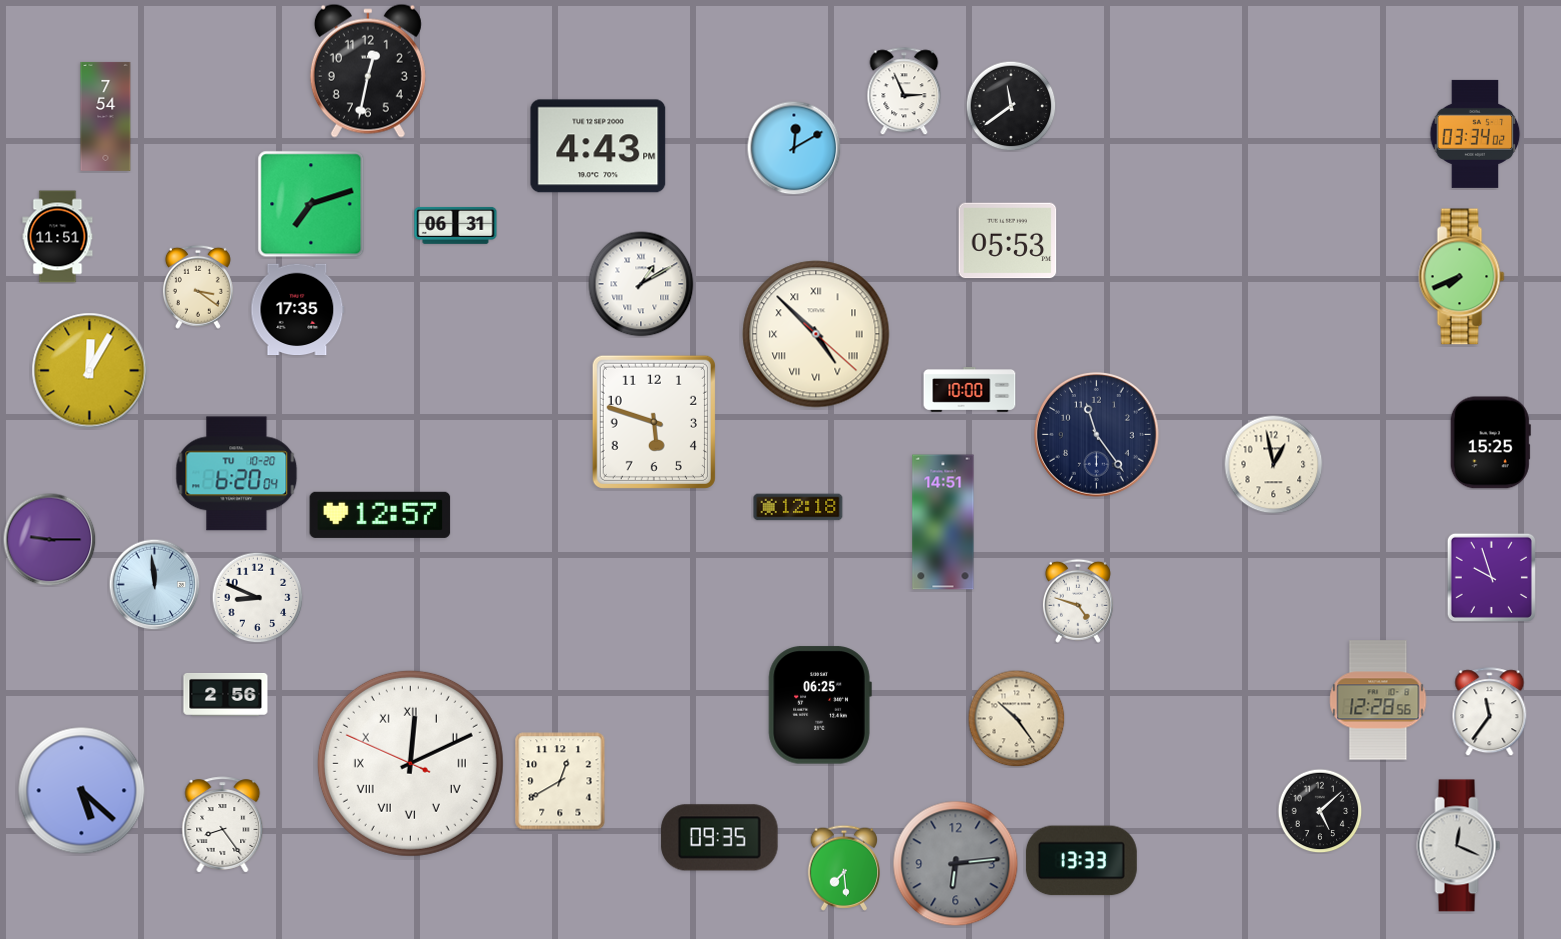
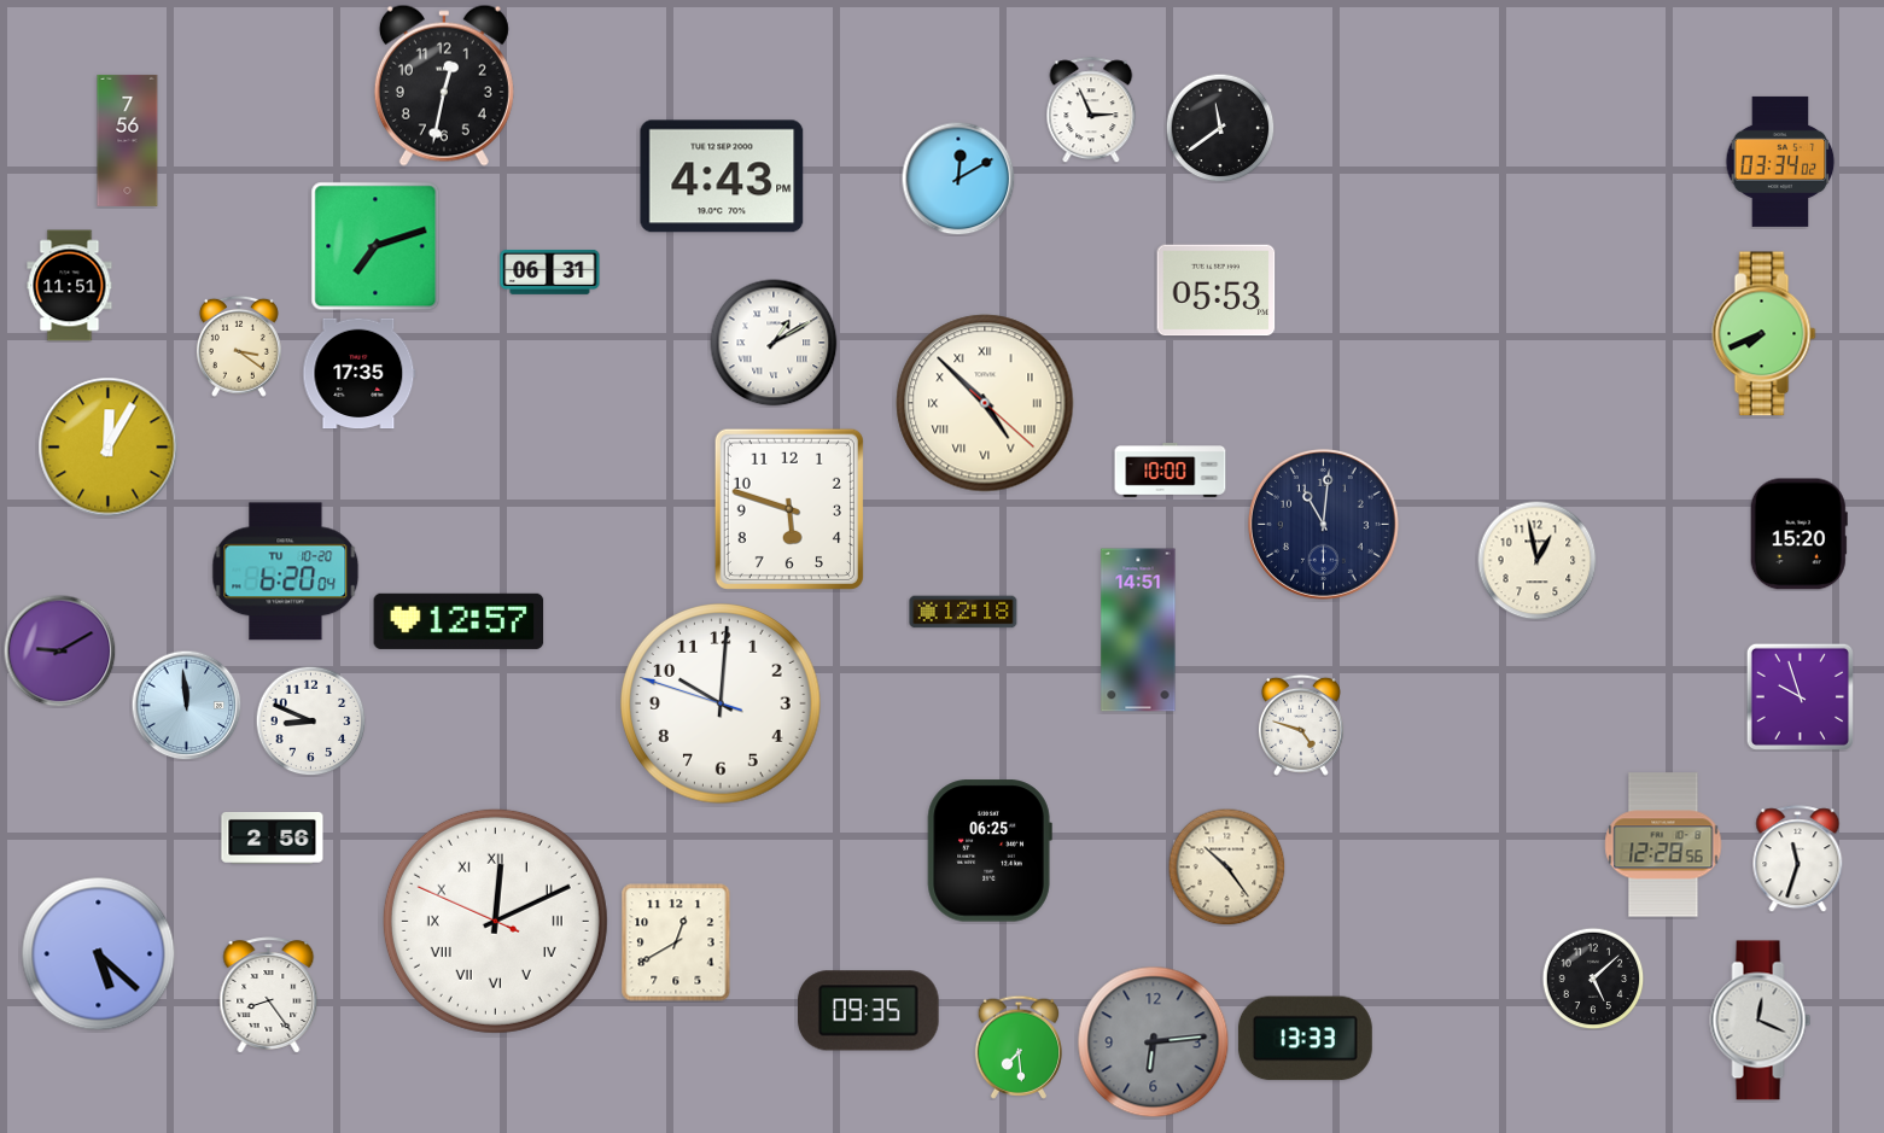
clock at (106, 116): 7:54 -> 7:56
clock at (1096, 434): 11:24 -> 11:01
clock at (1490, 443): 15:25 -> 15:20
clock at (49, 539): 9:15 -> 9:10
clock at (722, 705): none -> 10:00
clock at (1490, 712): 11:36 -> 11:33
